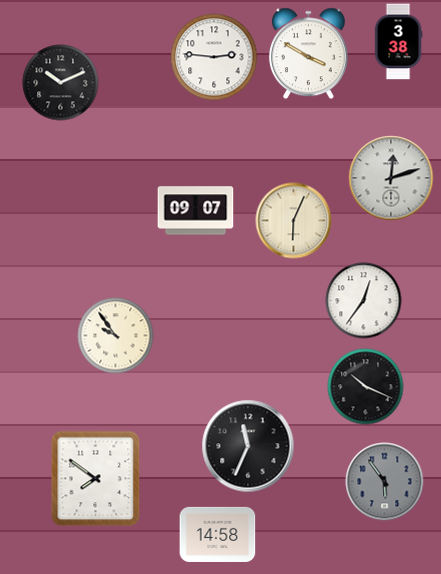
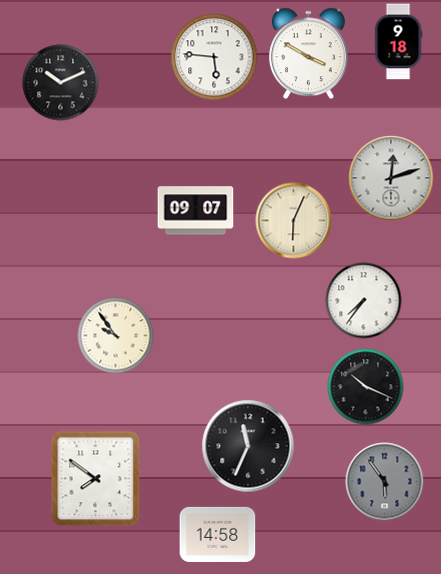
clock at (398, 42): 3:38 -> 9:18
clock at (214, 57): 2:46 -> 5:46
clock at (364, 301): 12:36 -> 7:36
